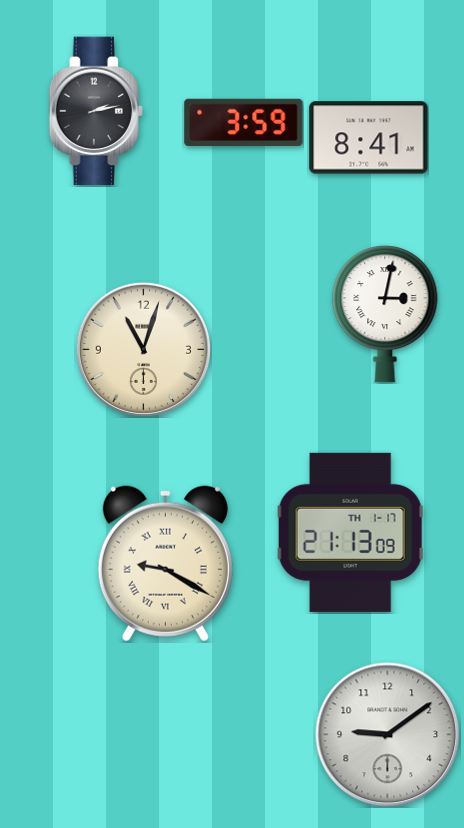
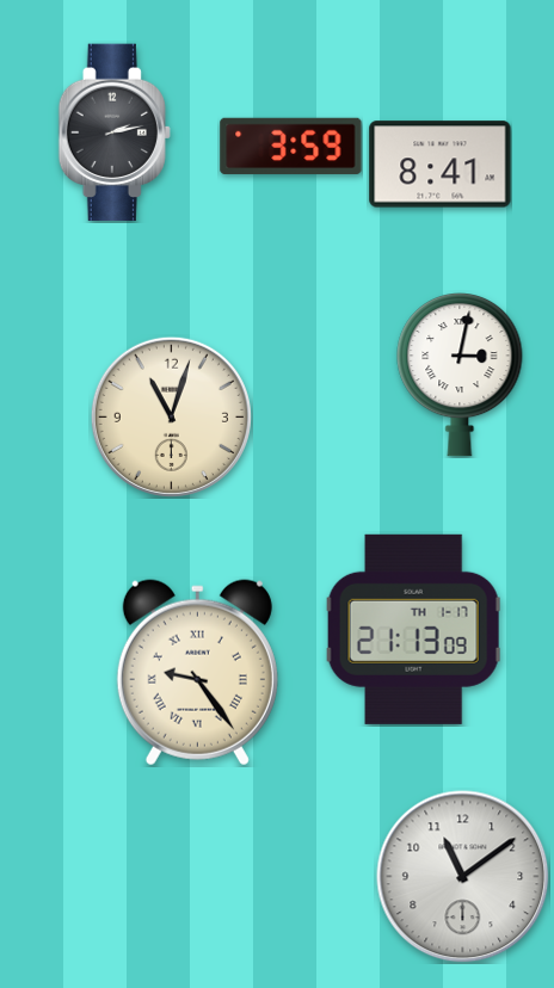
clock at (351, 532) position: (351, 532) -> (414, 629)
clock at (165, 564): 9:20 -> 9:24
clock at (388, 735): 9:09 -> 11:09
